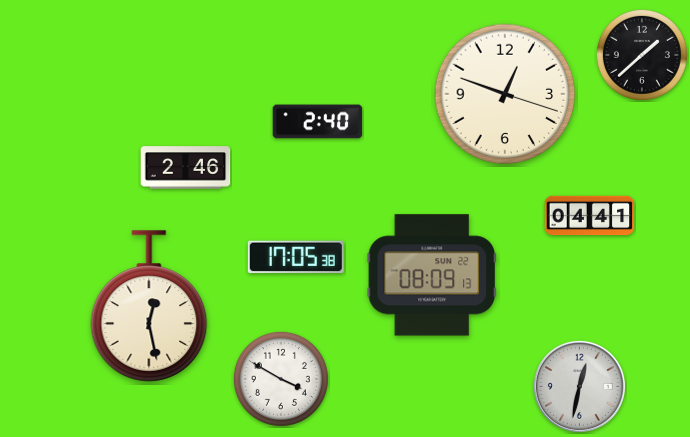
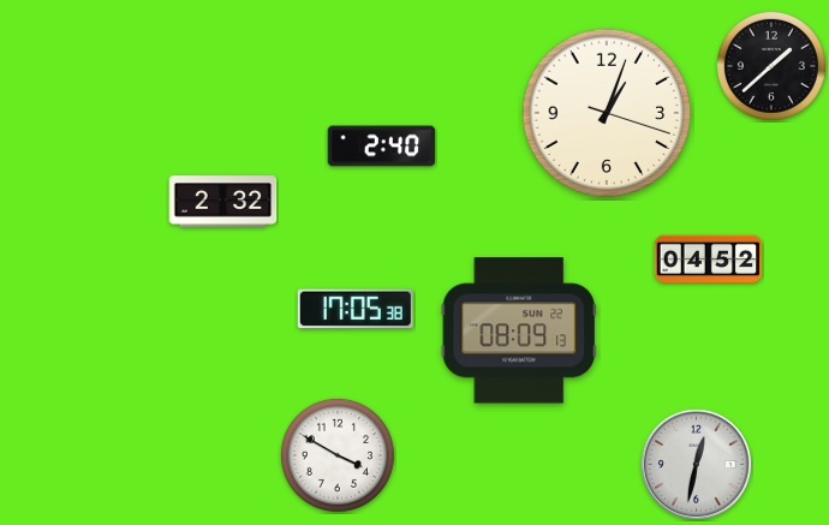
clock at (505, 94): 12:48 -> 1:03
clock at (186, 168): 2:46 -> 2:32
clock at (590, 216): 04:41 -> 04:52
clock at (149, 306): 12:28 -> none
